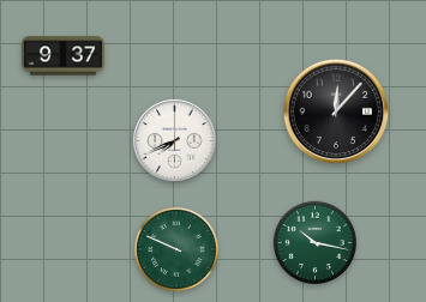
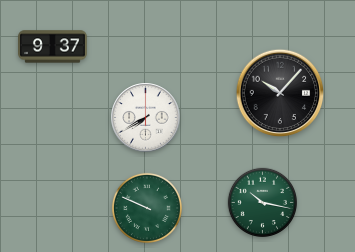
clock at (336, 111): 12:07 -> 10:07
clock at (175, 141): 7:41 -> 7:40
